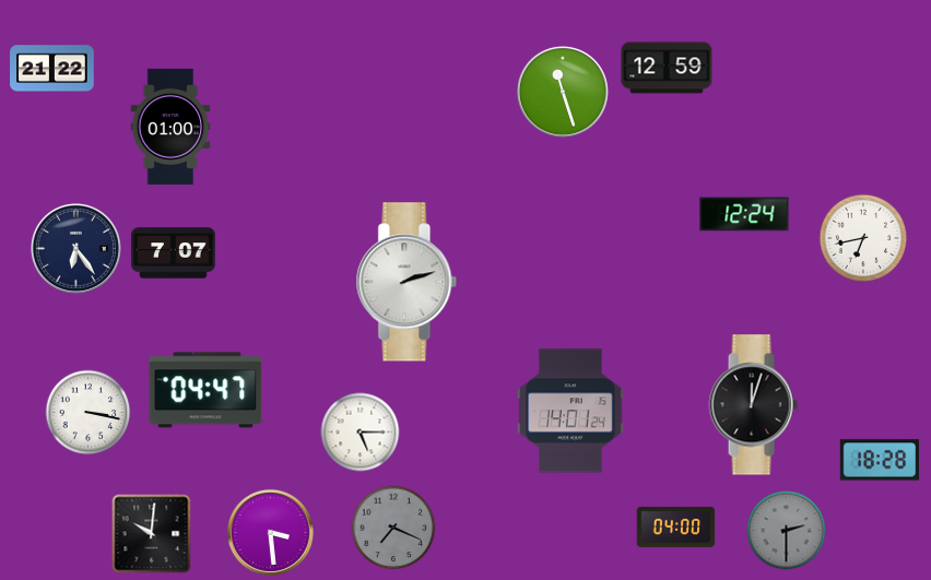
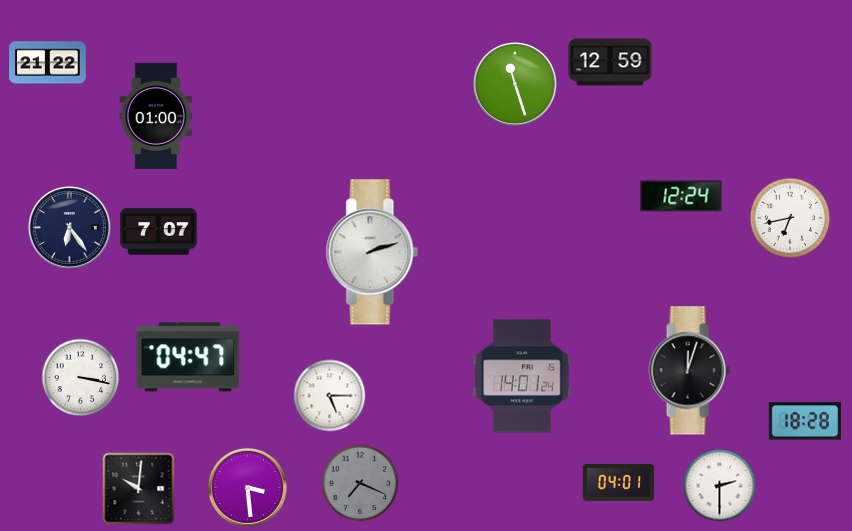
clock at (406, 282) position: (406, 282) -> (372, 252)
clock at (676, 526): 04:00 -> 04:01
clock at (787, 531) dial: grey -> white
